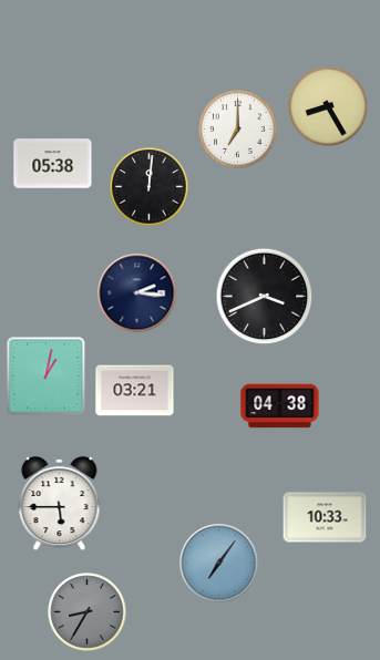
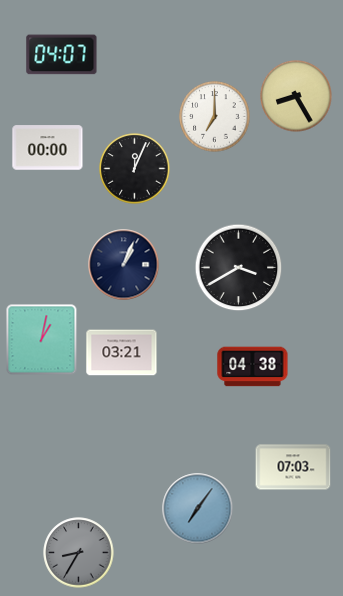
clock at (62, 55): none -> 04:07
clock at (53, 164): 05:38 -> 00:00
clock at (150, 187): 12:01 -> 12:04
clock at (137, 293): 2:16 -> 1:04
clock at (265, 297): 3:41 -> 3:40
clock at (60, 504): 5:45 -> none
clock at (325, 517): 10:33 -> 07:03
